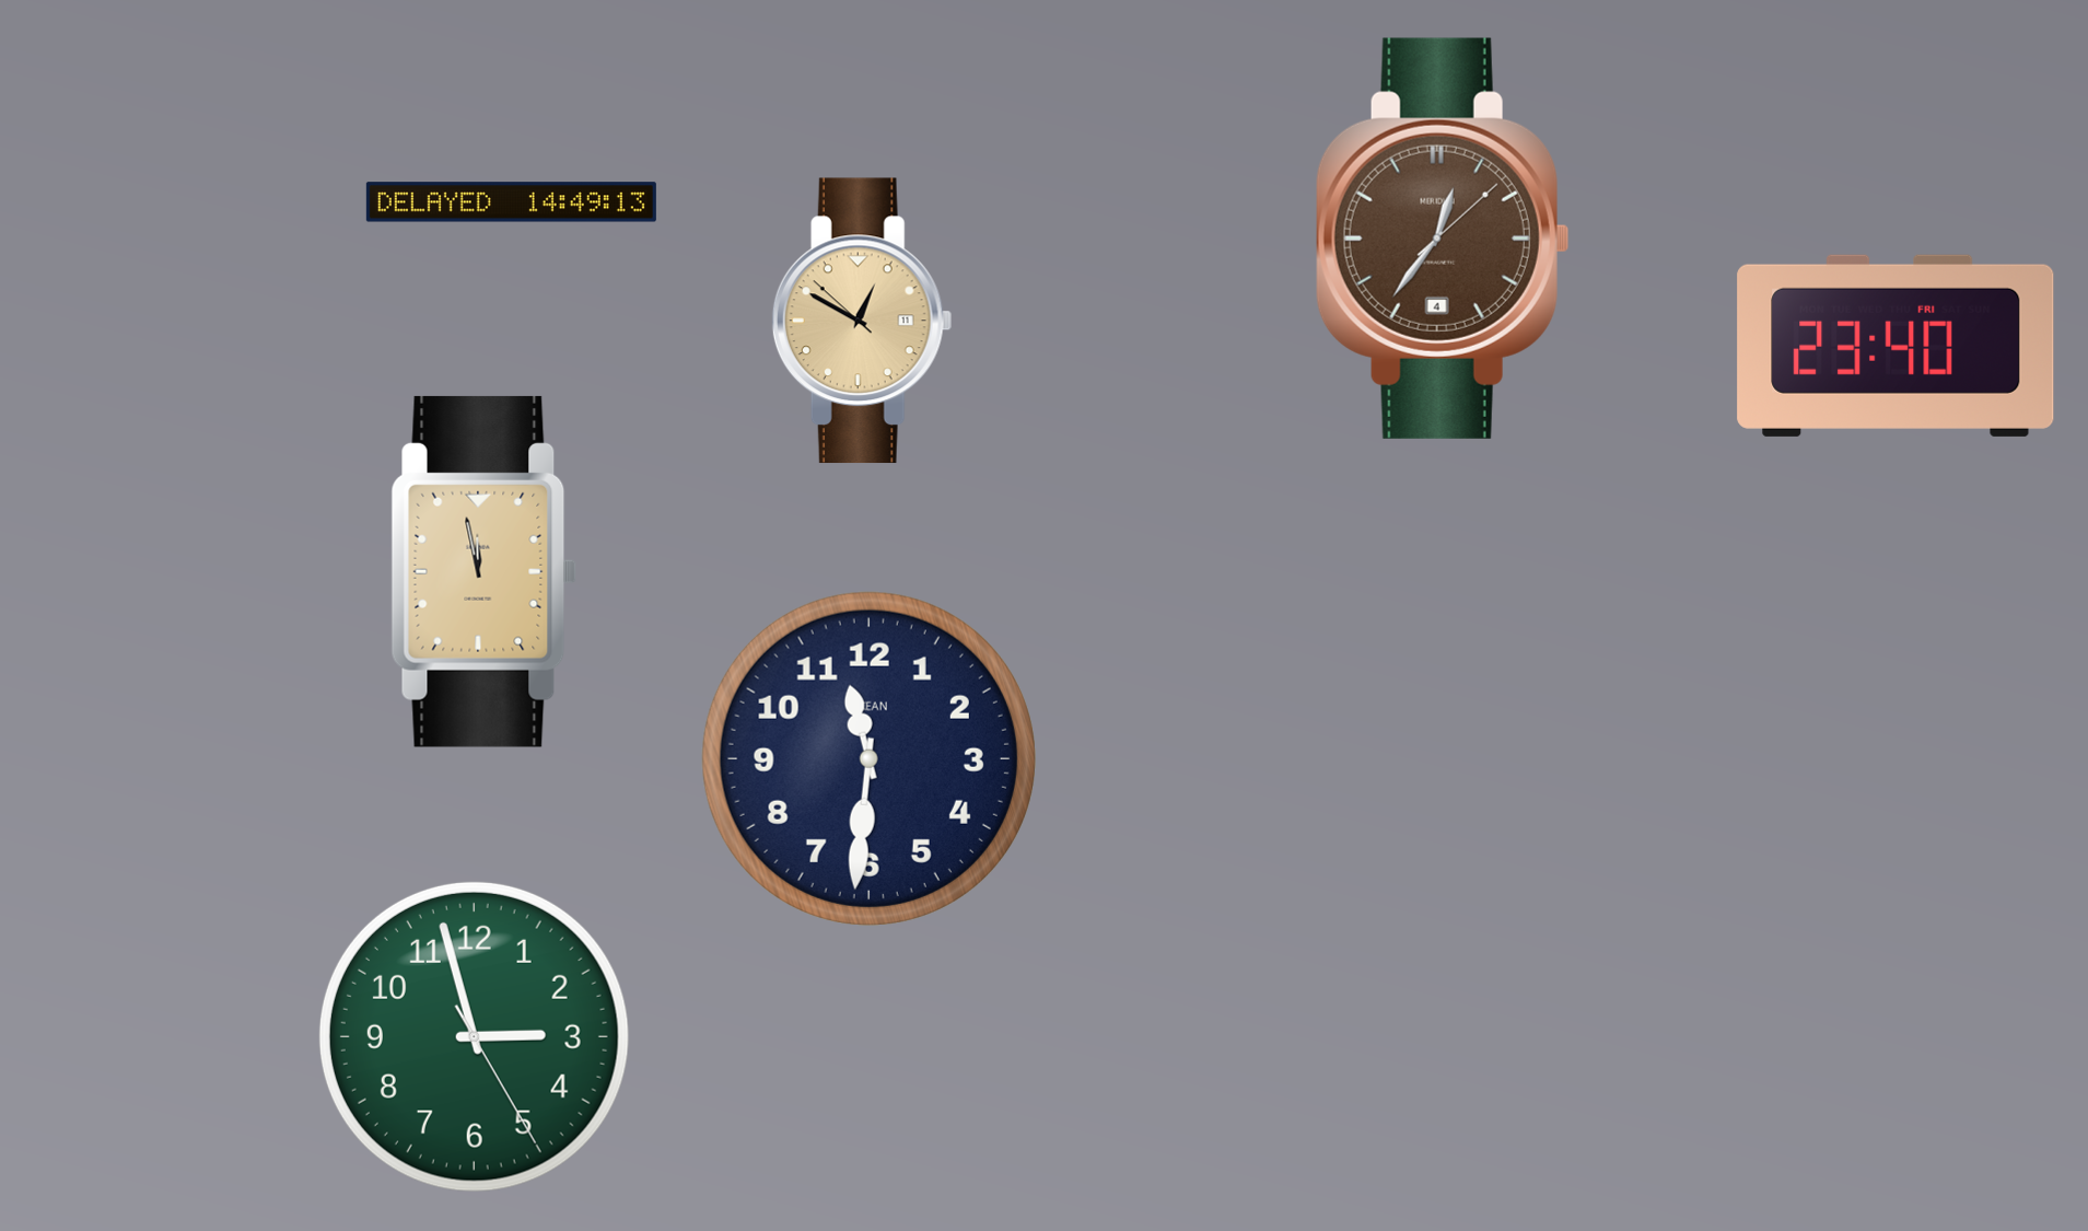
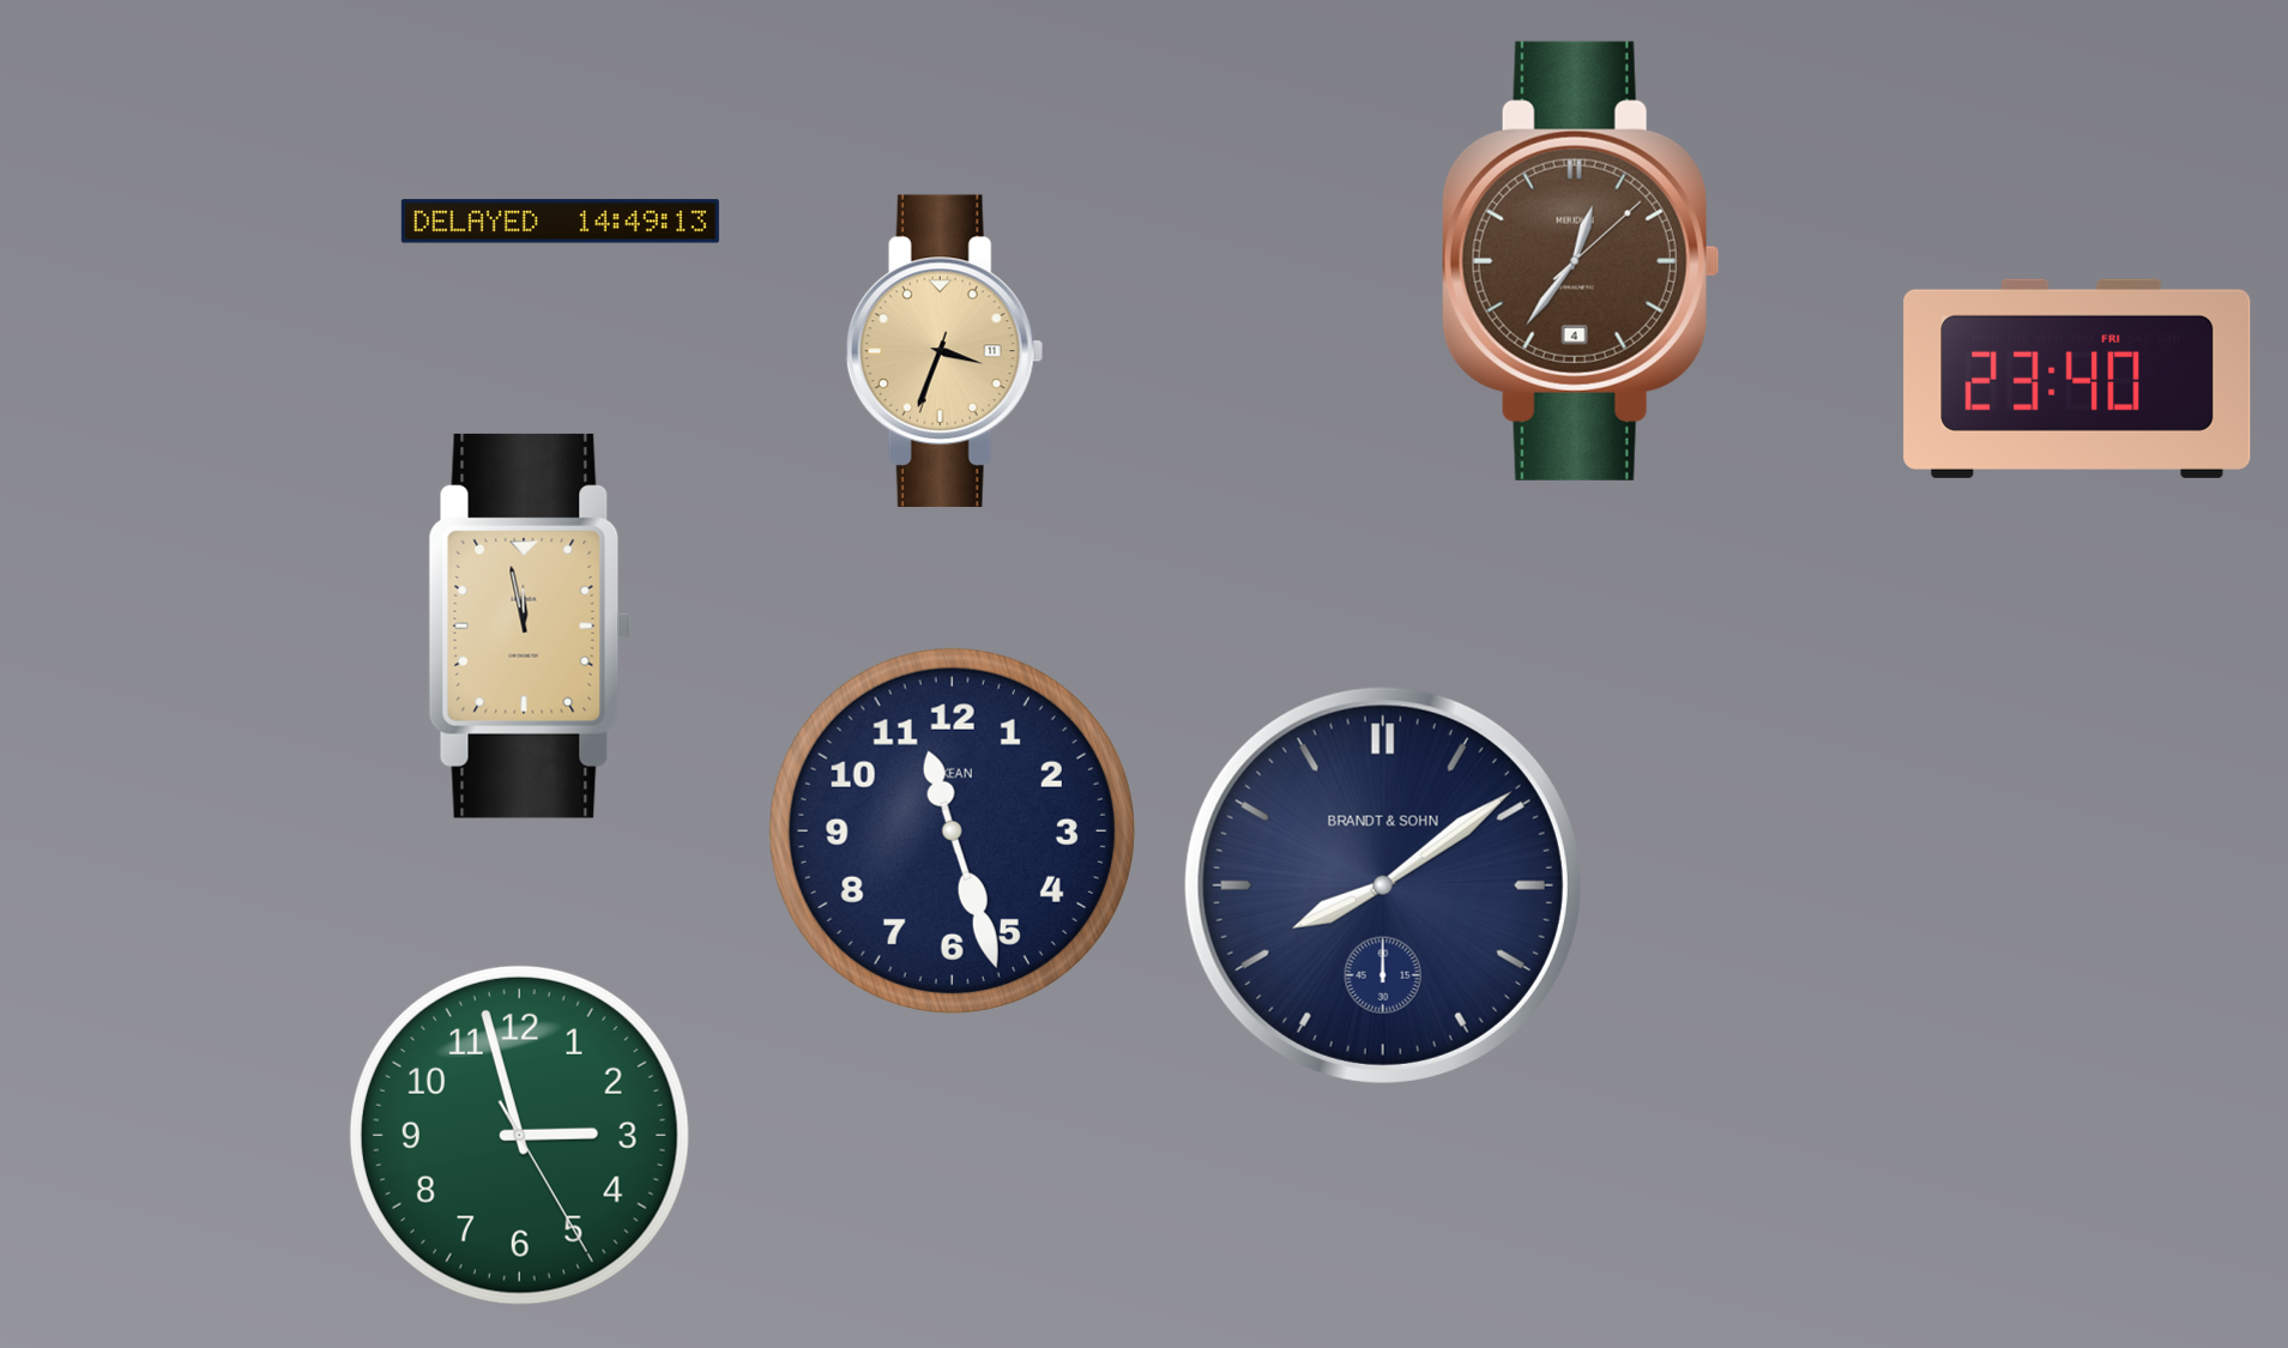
clock at (862, 321): 12:49 -> 3:33
clock at (868, 758): 11:31 -> 11:27
clock at (1383, 885): none -> 8:09
